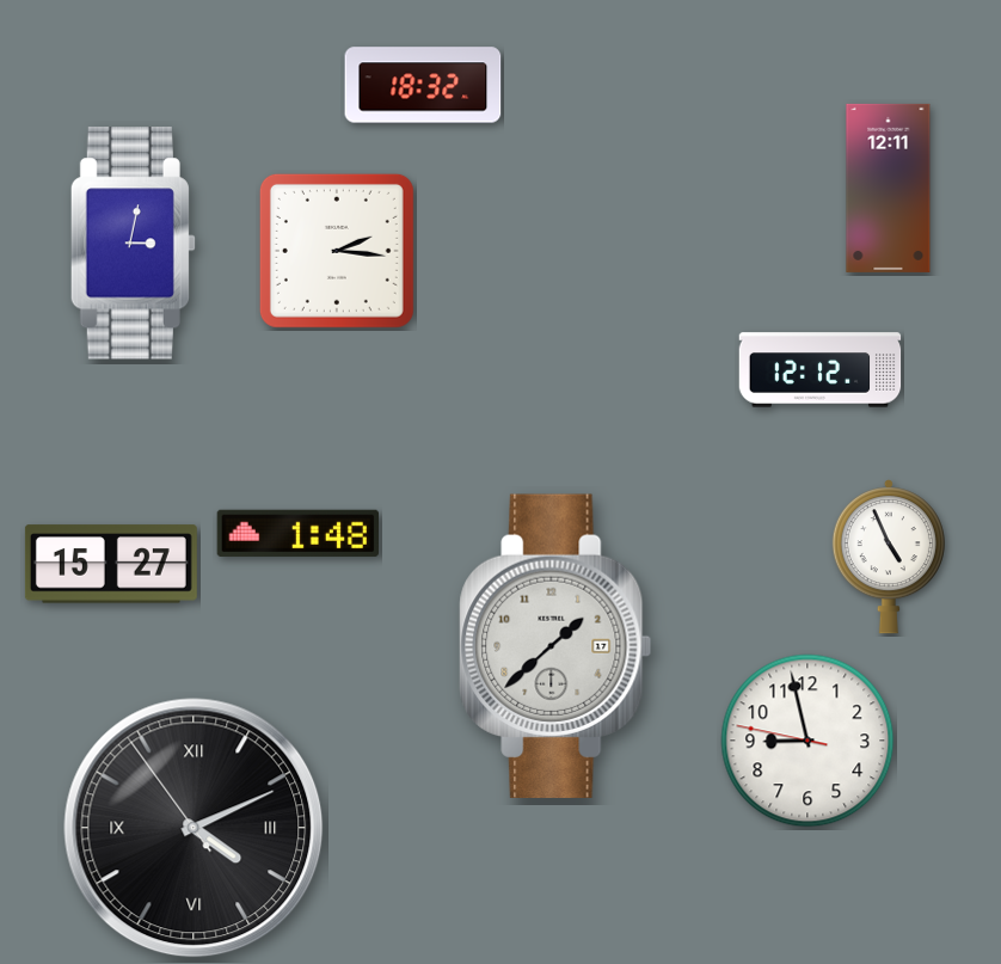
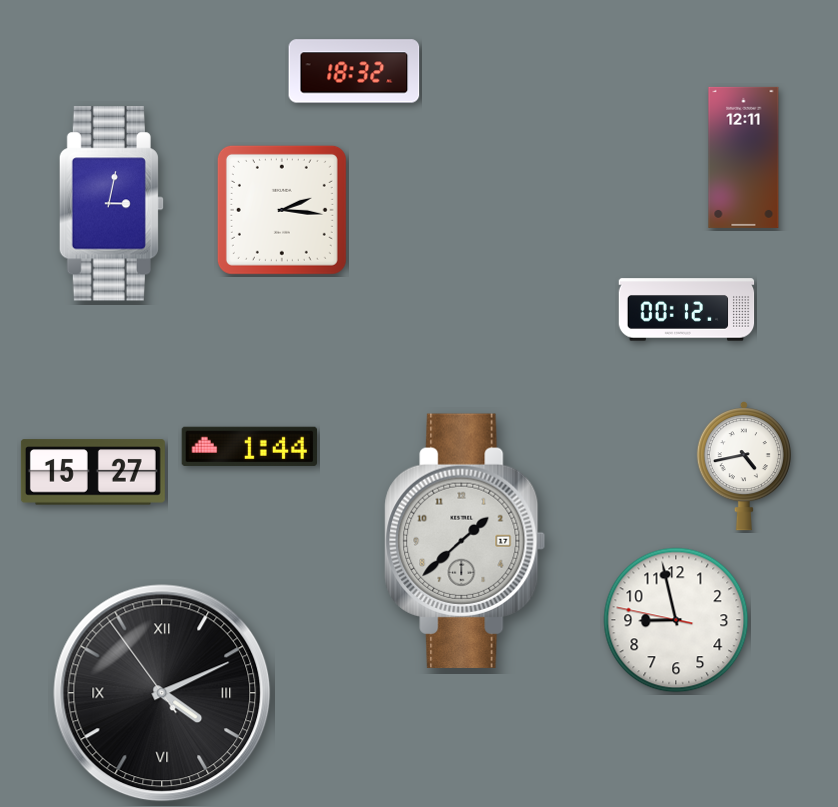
clock at (821, 370): 12:12 -> 00:12
clock at (297, 533): 1:48 -> 1:44
clock at (889, 557): 4:56 -> 4:43
